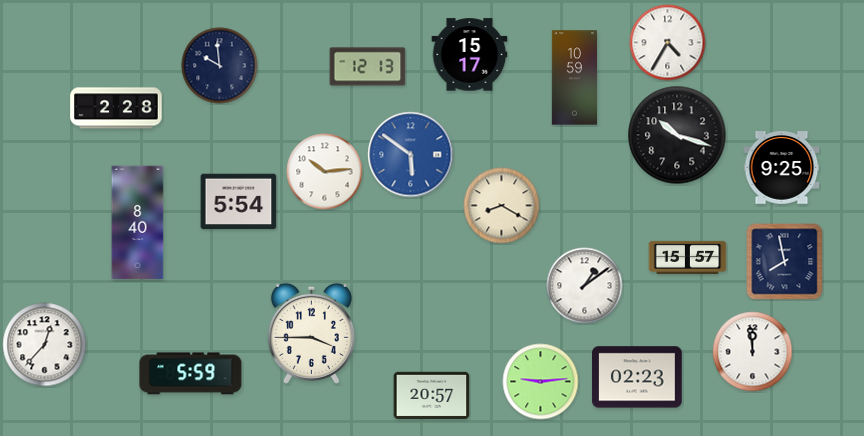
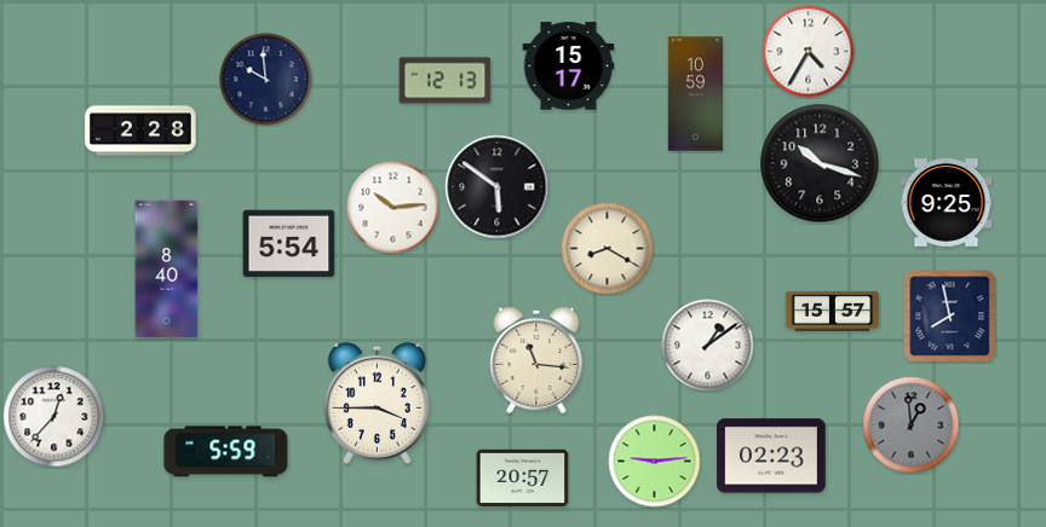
clock at (411, 155) dial: blue -> black
clock at (536, 360): none -> 11:16
clock at (753, 352): 11:59 -> 12:59
clock at (753, 352) dial: white -> grey
clock at (191, 374) position: (191, 374) -> (226, 452)
